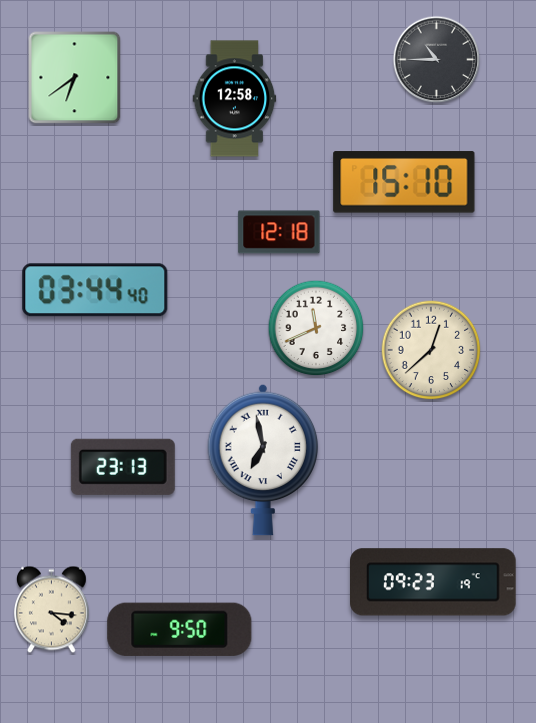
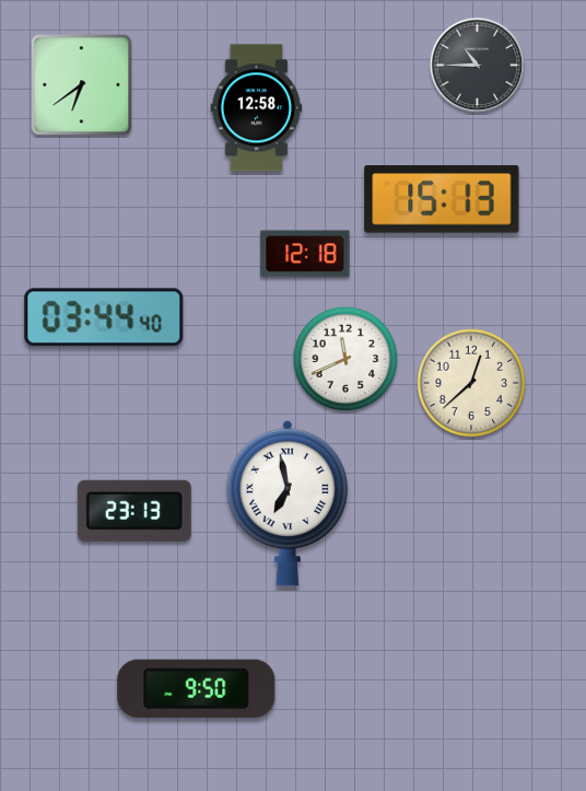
clock at (404, 182): 15:10 -> 15:13
clock at (434, 582): 09:23 -> none
clock at (51, 610): 4:16 -> none
